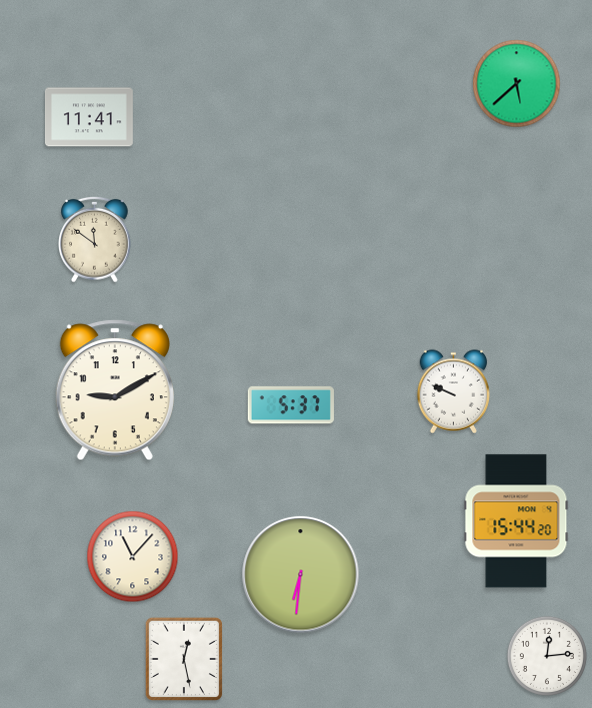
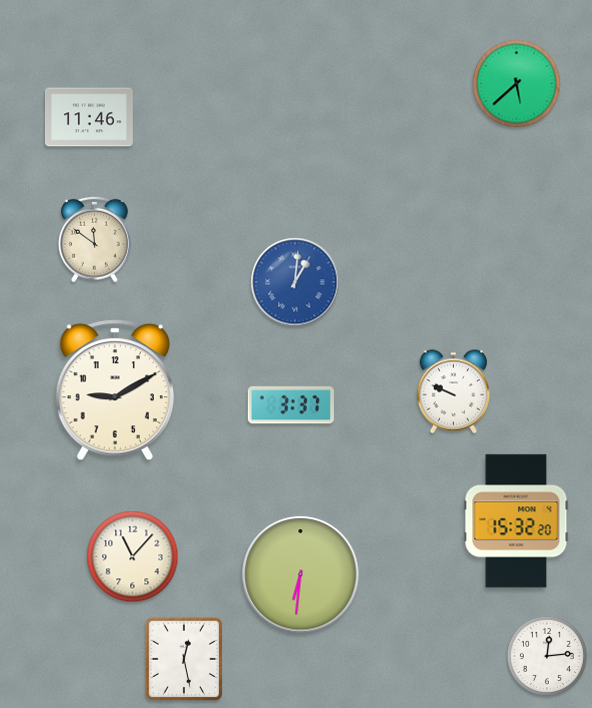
clock at (89, 117): 11:41 -> 11:46
clock at (295, 282): none -> 1:01
clock at (291, 405): 5:37 -> 3:37
clock at (516, 521): 15:44 -> 15:32
